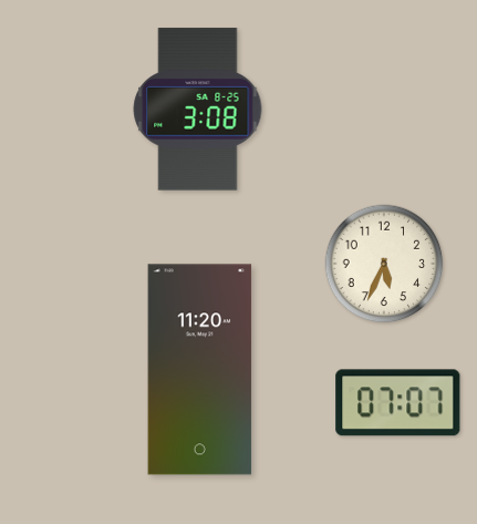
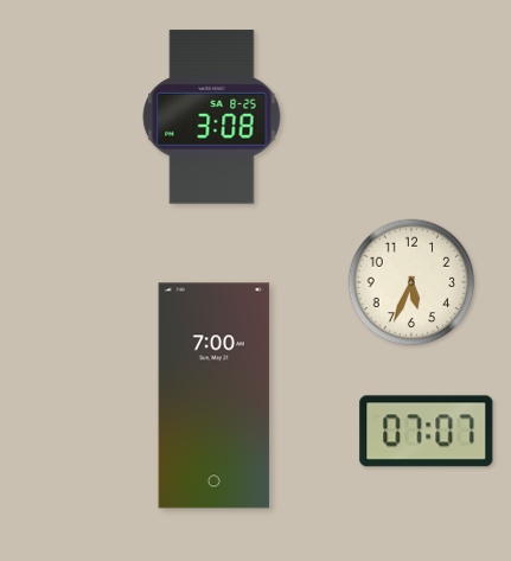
clock at (200, 370): 11:20 -> 7:00
